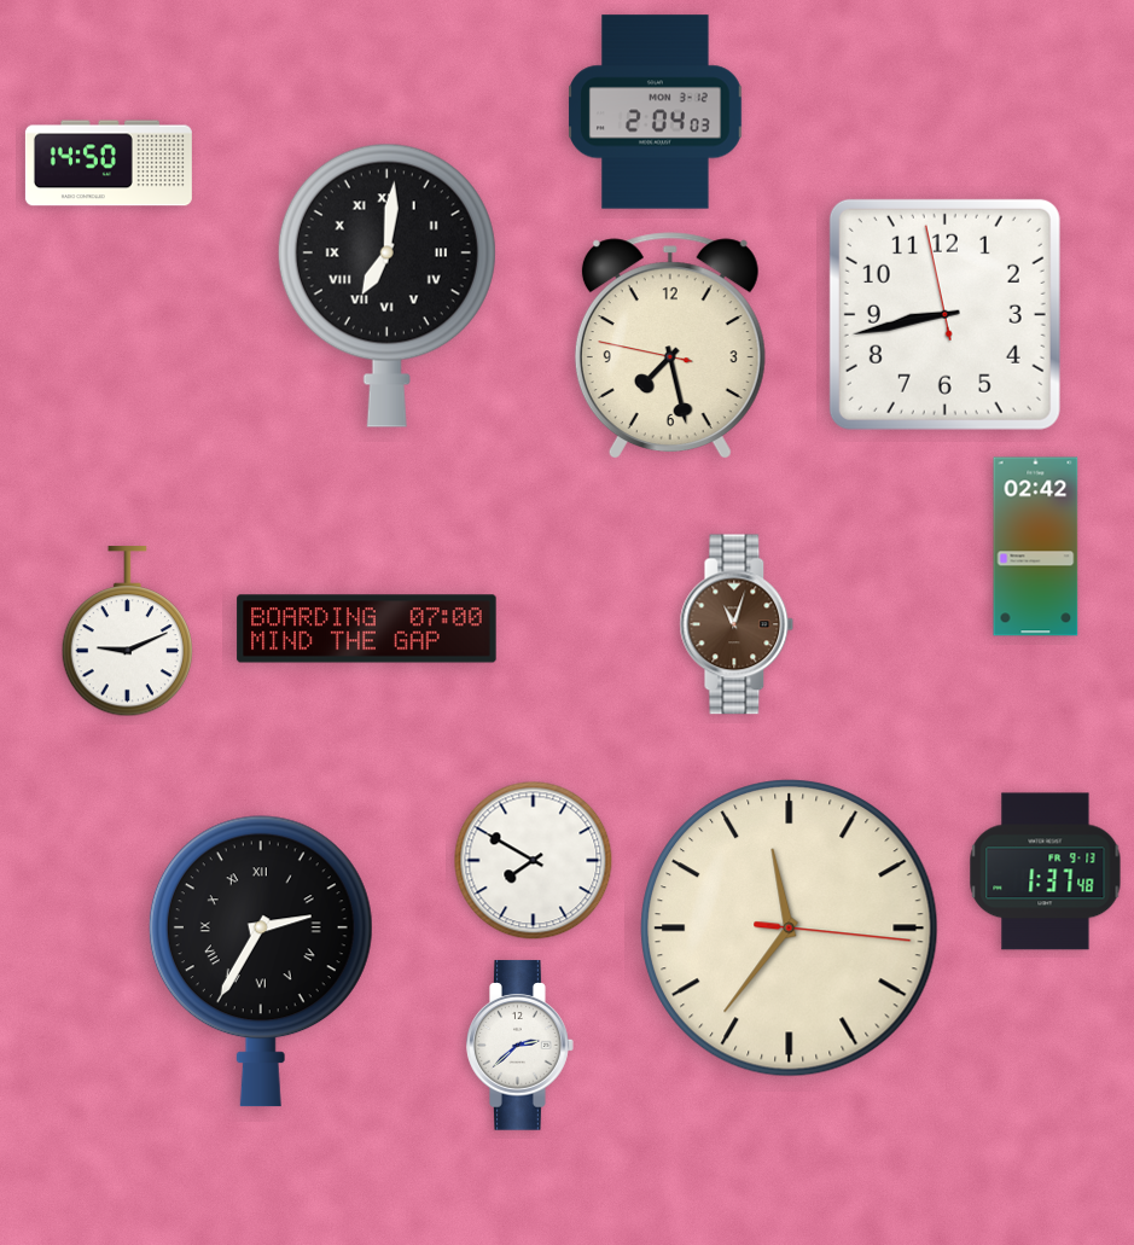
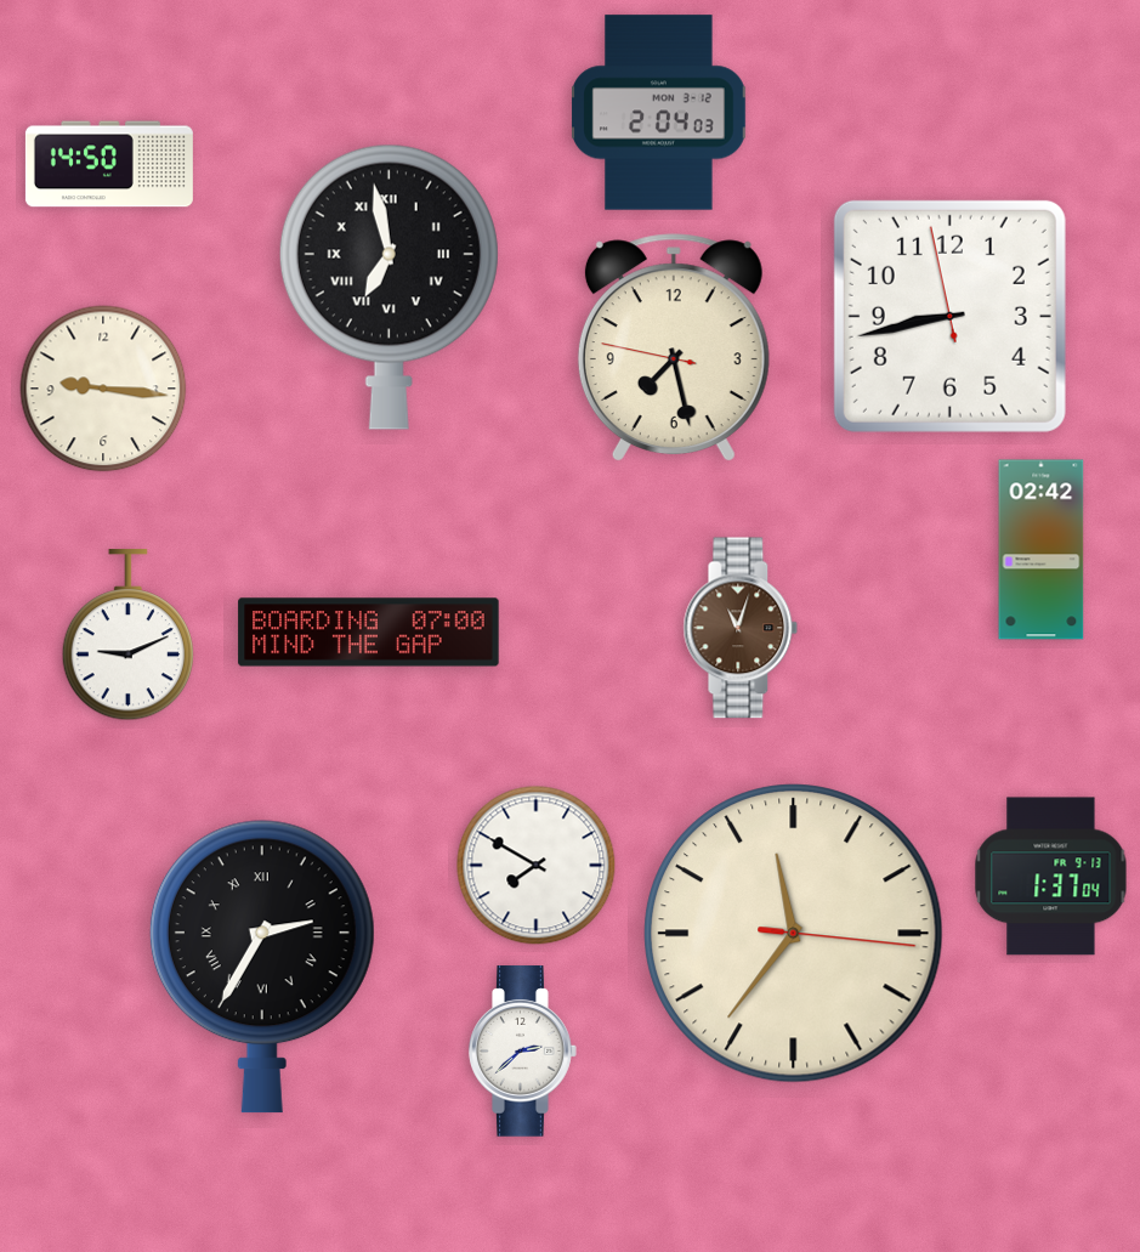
clock at (386, 285): 7:01 -> 6:58
clock at (103, 389): none -> 9:16
clock at (1046, 872): 1:37:48 -> 1:37:04
